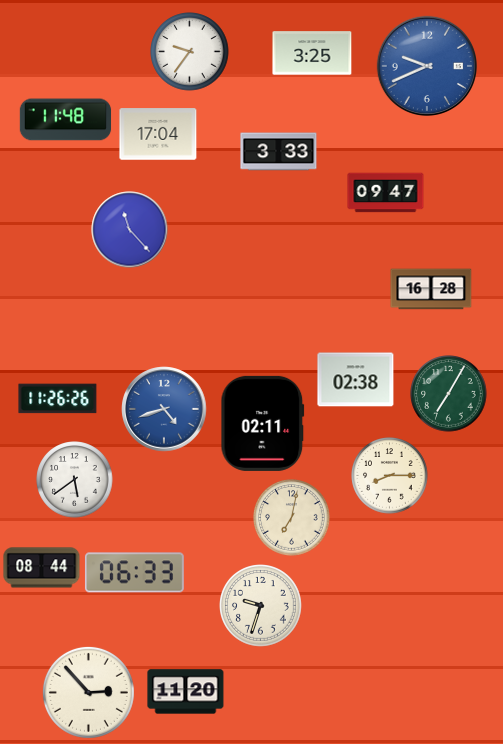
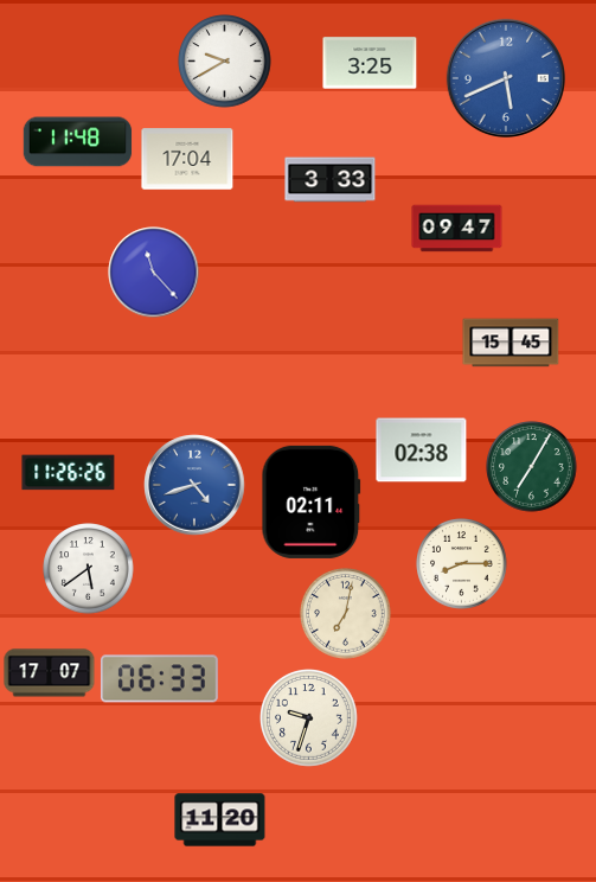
clock at (190, 52): 9:36 -> 9:40
clock at (426, 65): 9:41 -> 5:41
clock at (431, 289): 16:28 -> 15:45
clock at (42, 568): 08:44 -> 17:07
clock at (88, 692): 2:53 -> none
